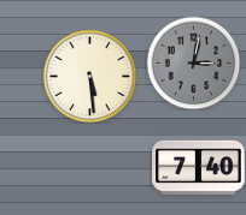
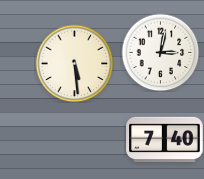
clock at (193, 62) dial: grey -> white
